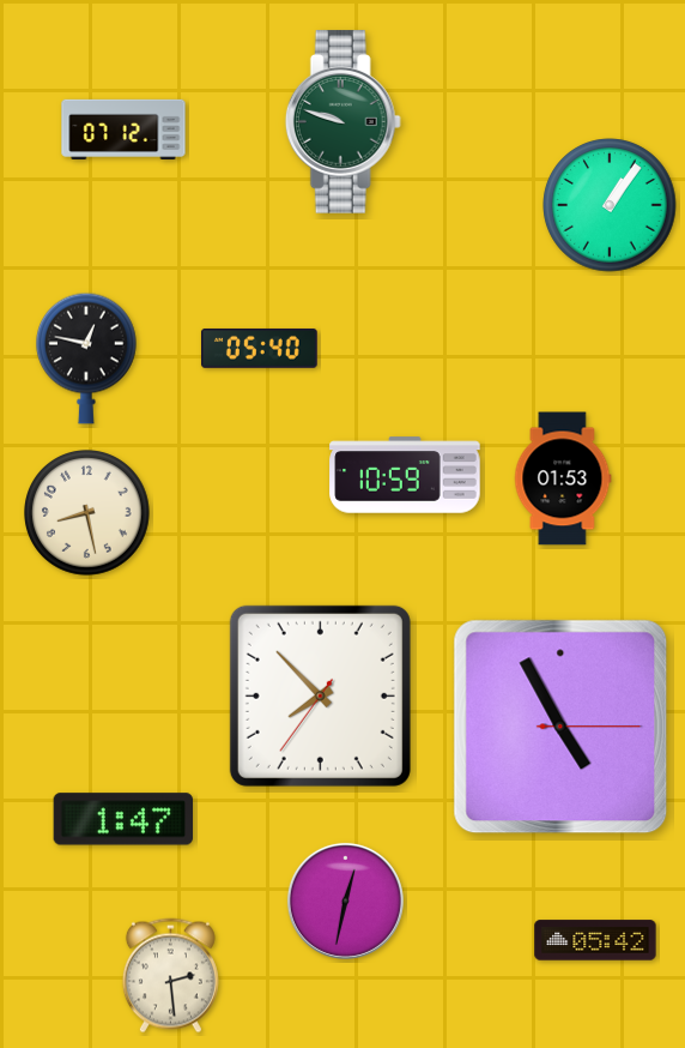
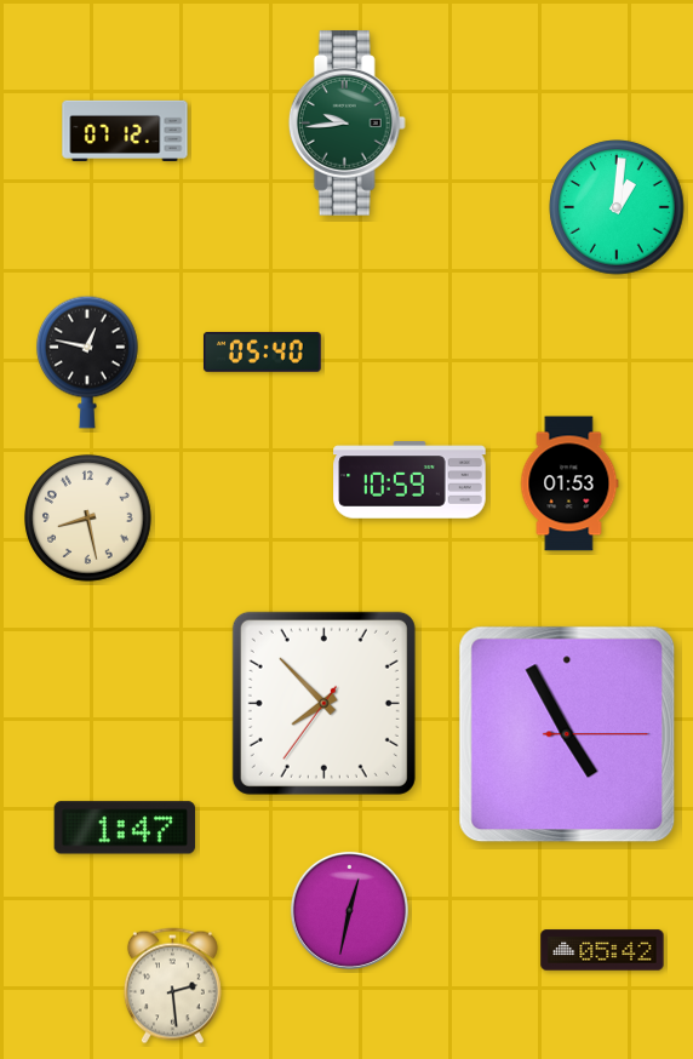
clock at (342, 122): 9:48 -> 9:44
clock at (610, 205): 1:06 -> 1:01
